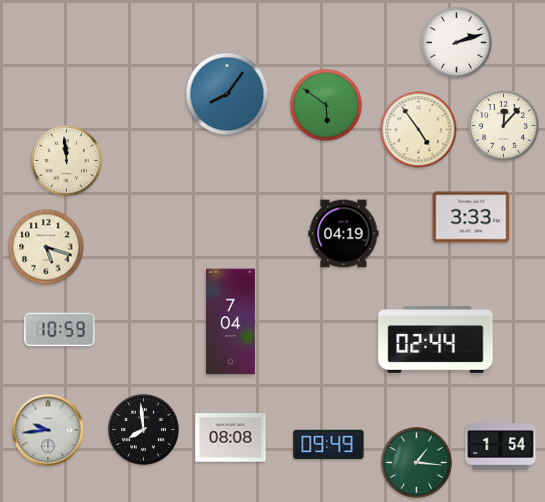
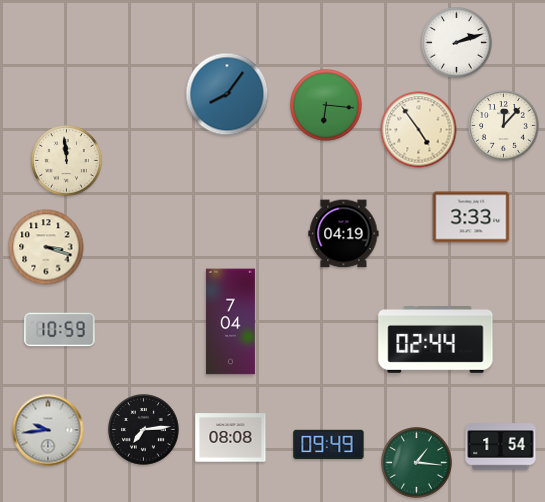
clock at (326, 105): 5:51 -> 6:16
clock at (46, 247): 5:18 -> 3:18
clock at (144, 430): 7:59 -> 7:14
